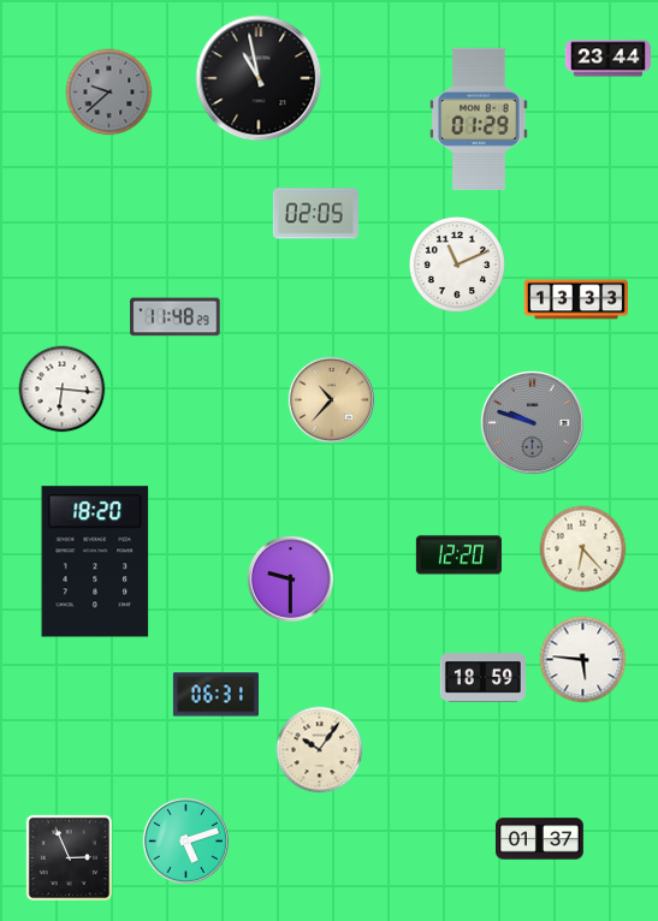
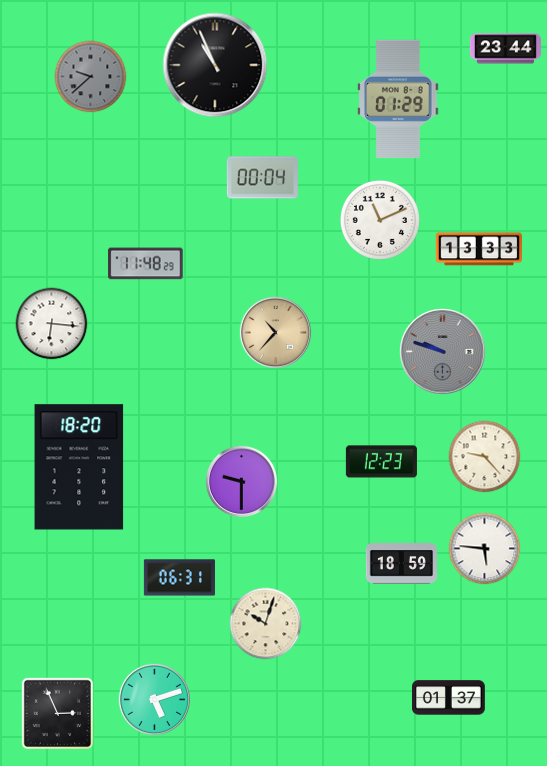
clock at (259, 78): 10:58 -> 10:56
clock at (315, 214): 02:05 -> 00:04
clock at (583, 549): 6:23 -> 9:23
clock at (458, 555): 12:20 -> 12:23
clock at (320, 750): 10:06 -> 10:03
